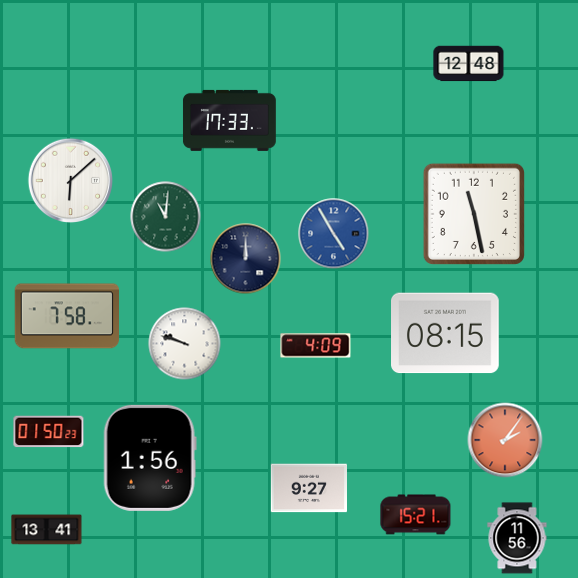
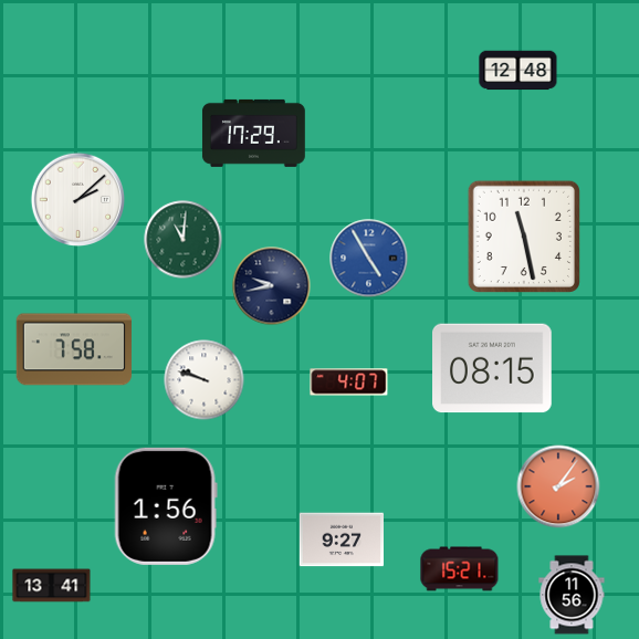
clock at (229, 120): 17:33 -> 17:29
clock at (70, 180): 6:08 -> 2:08
clock at (246, 259): 12:00 -> 9:43
clock at (316, 346): 4:09 -> 4:07
clock at (49, 432): 01:50 -> none
